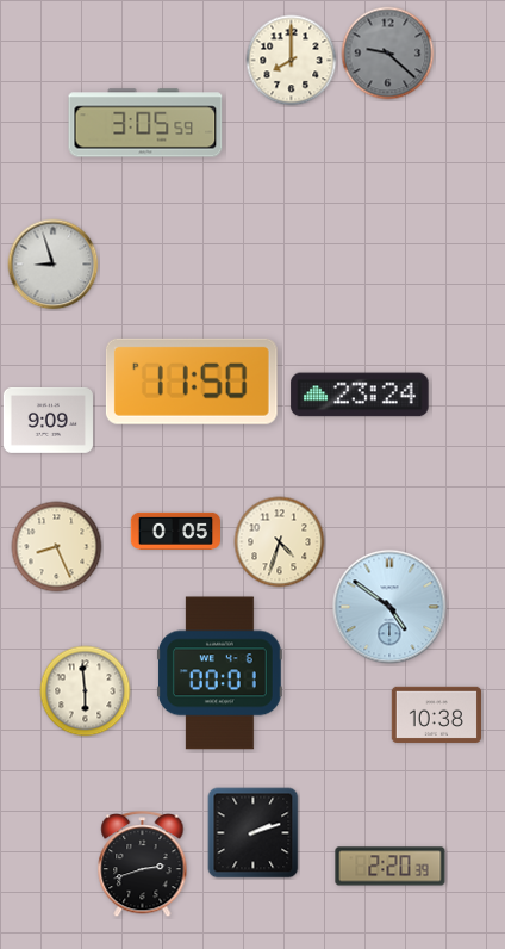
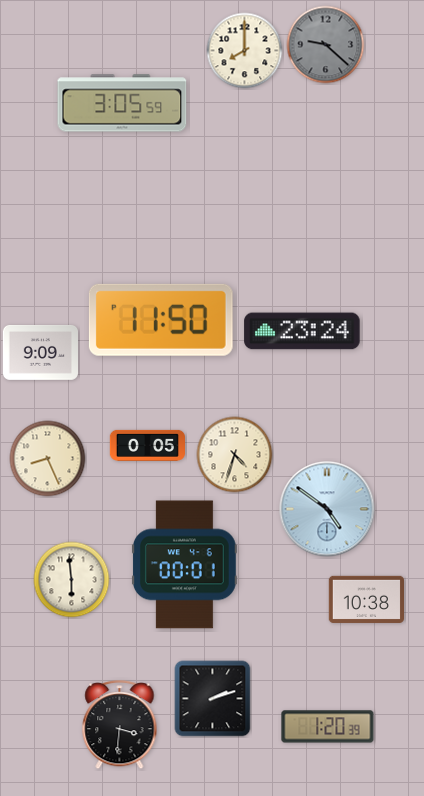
clock at (54, 265): 8:57 -> none
clock at (143, 866): 2:42 -> 3:31
clock at (391, 867): 2:20 -> 1:20
